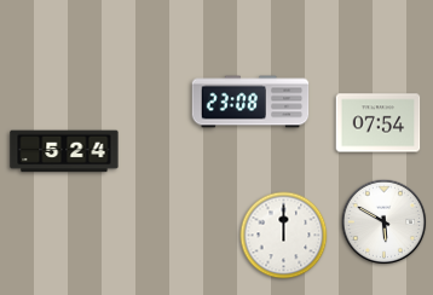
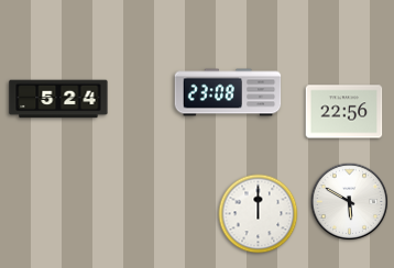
clock at (379, 123): 07:54 -> 22:56
clock at (64, 151) position: (64, 151) -> (58, 99)
